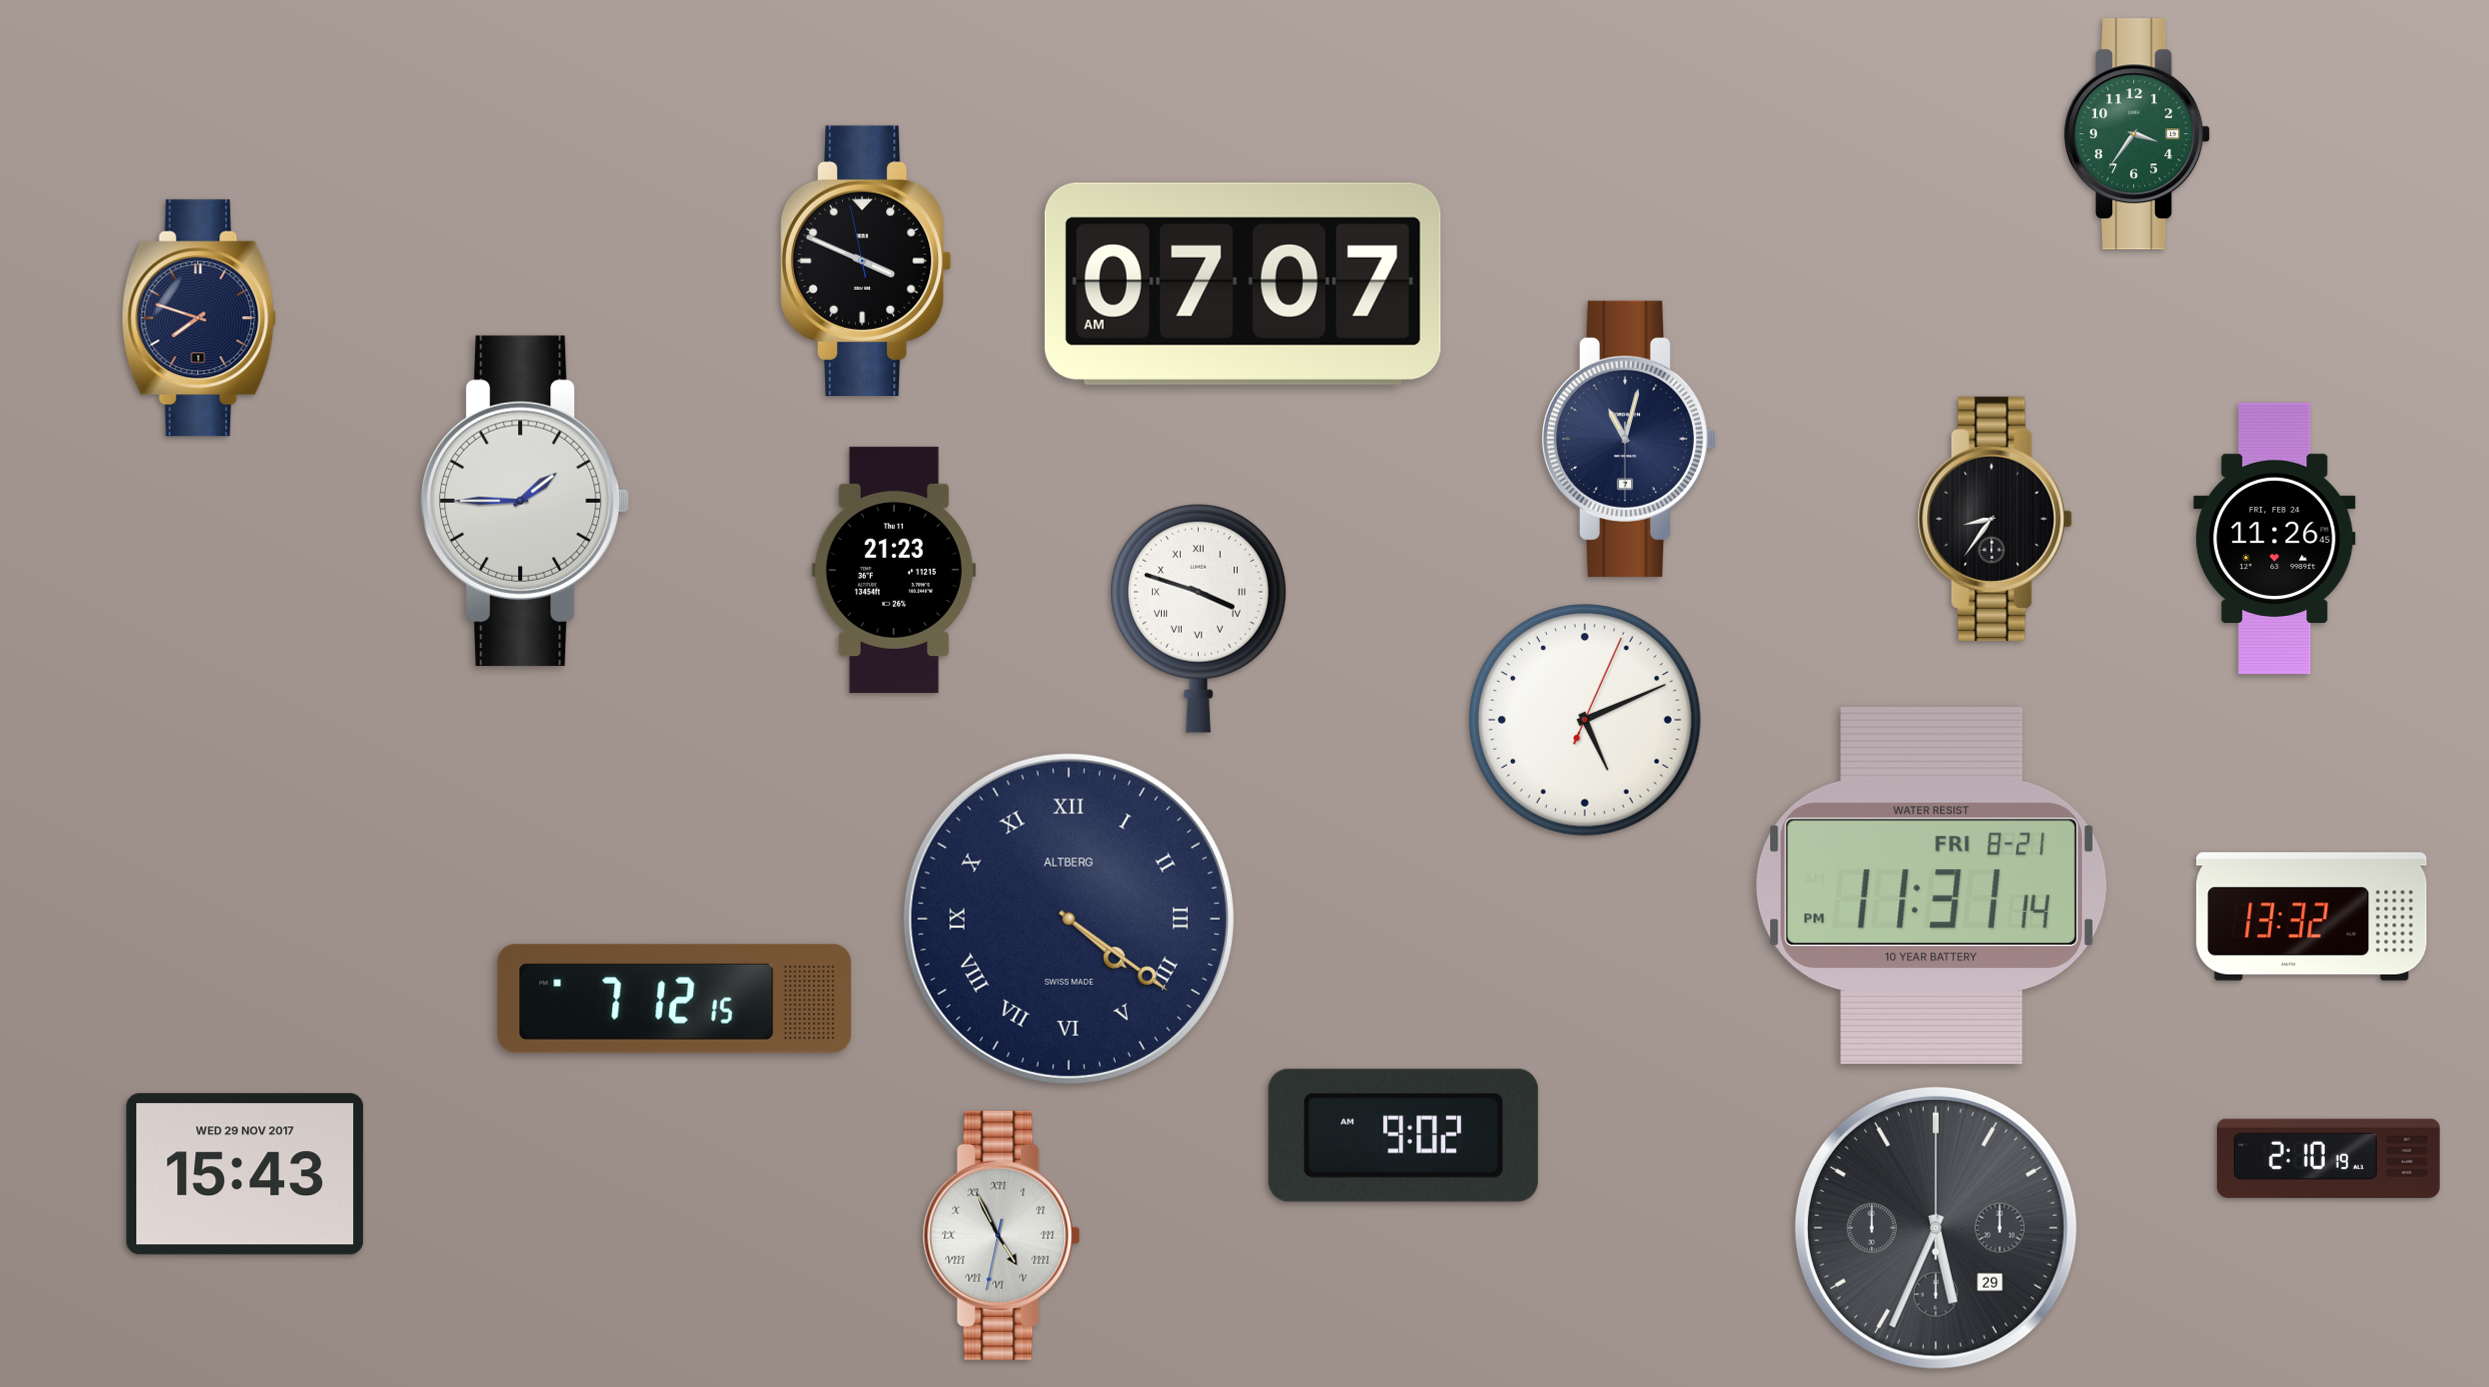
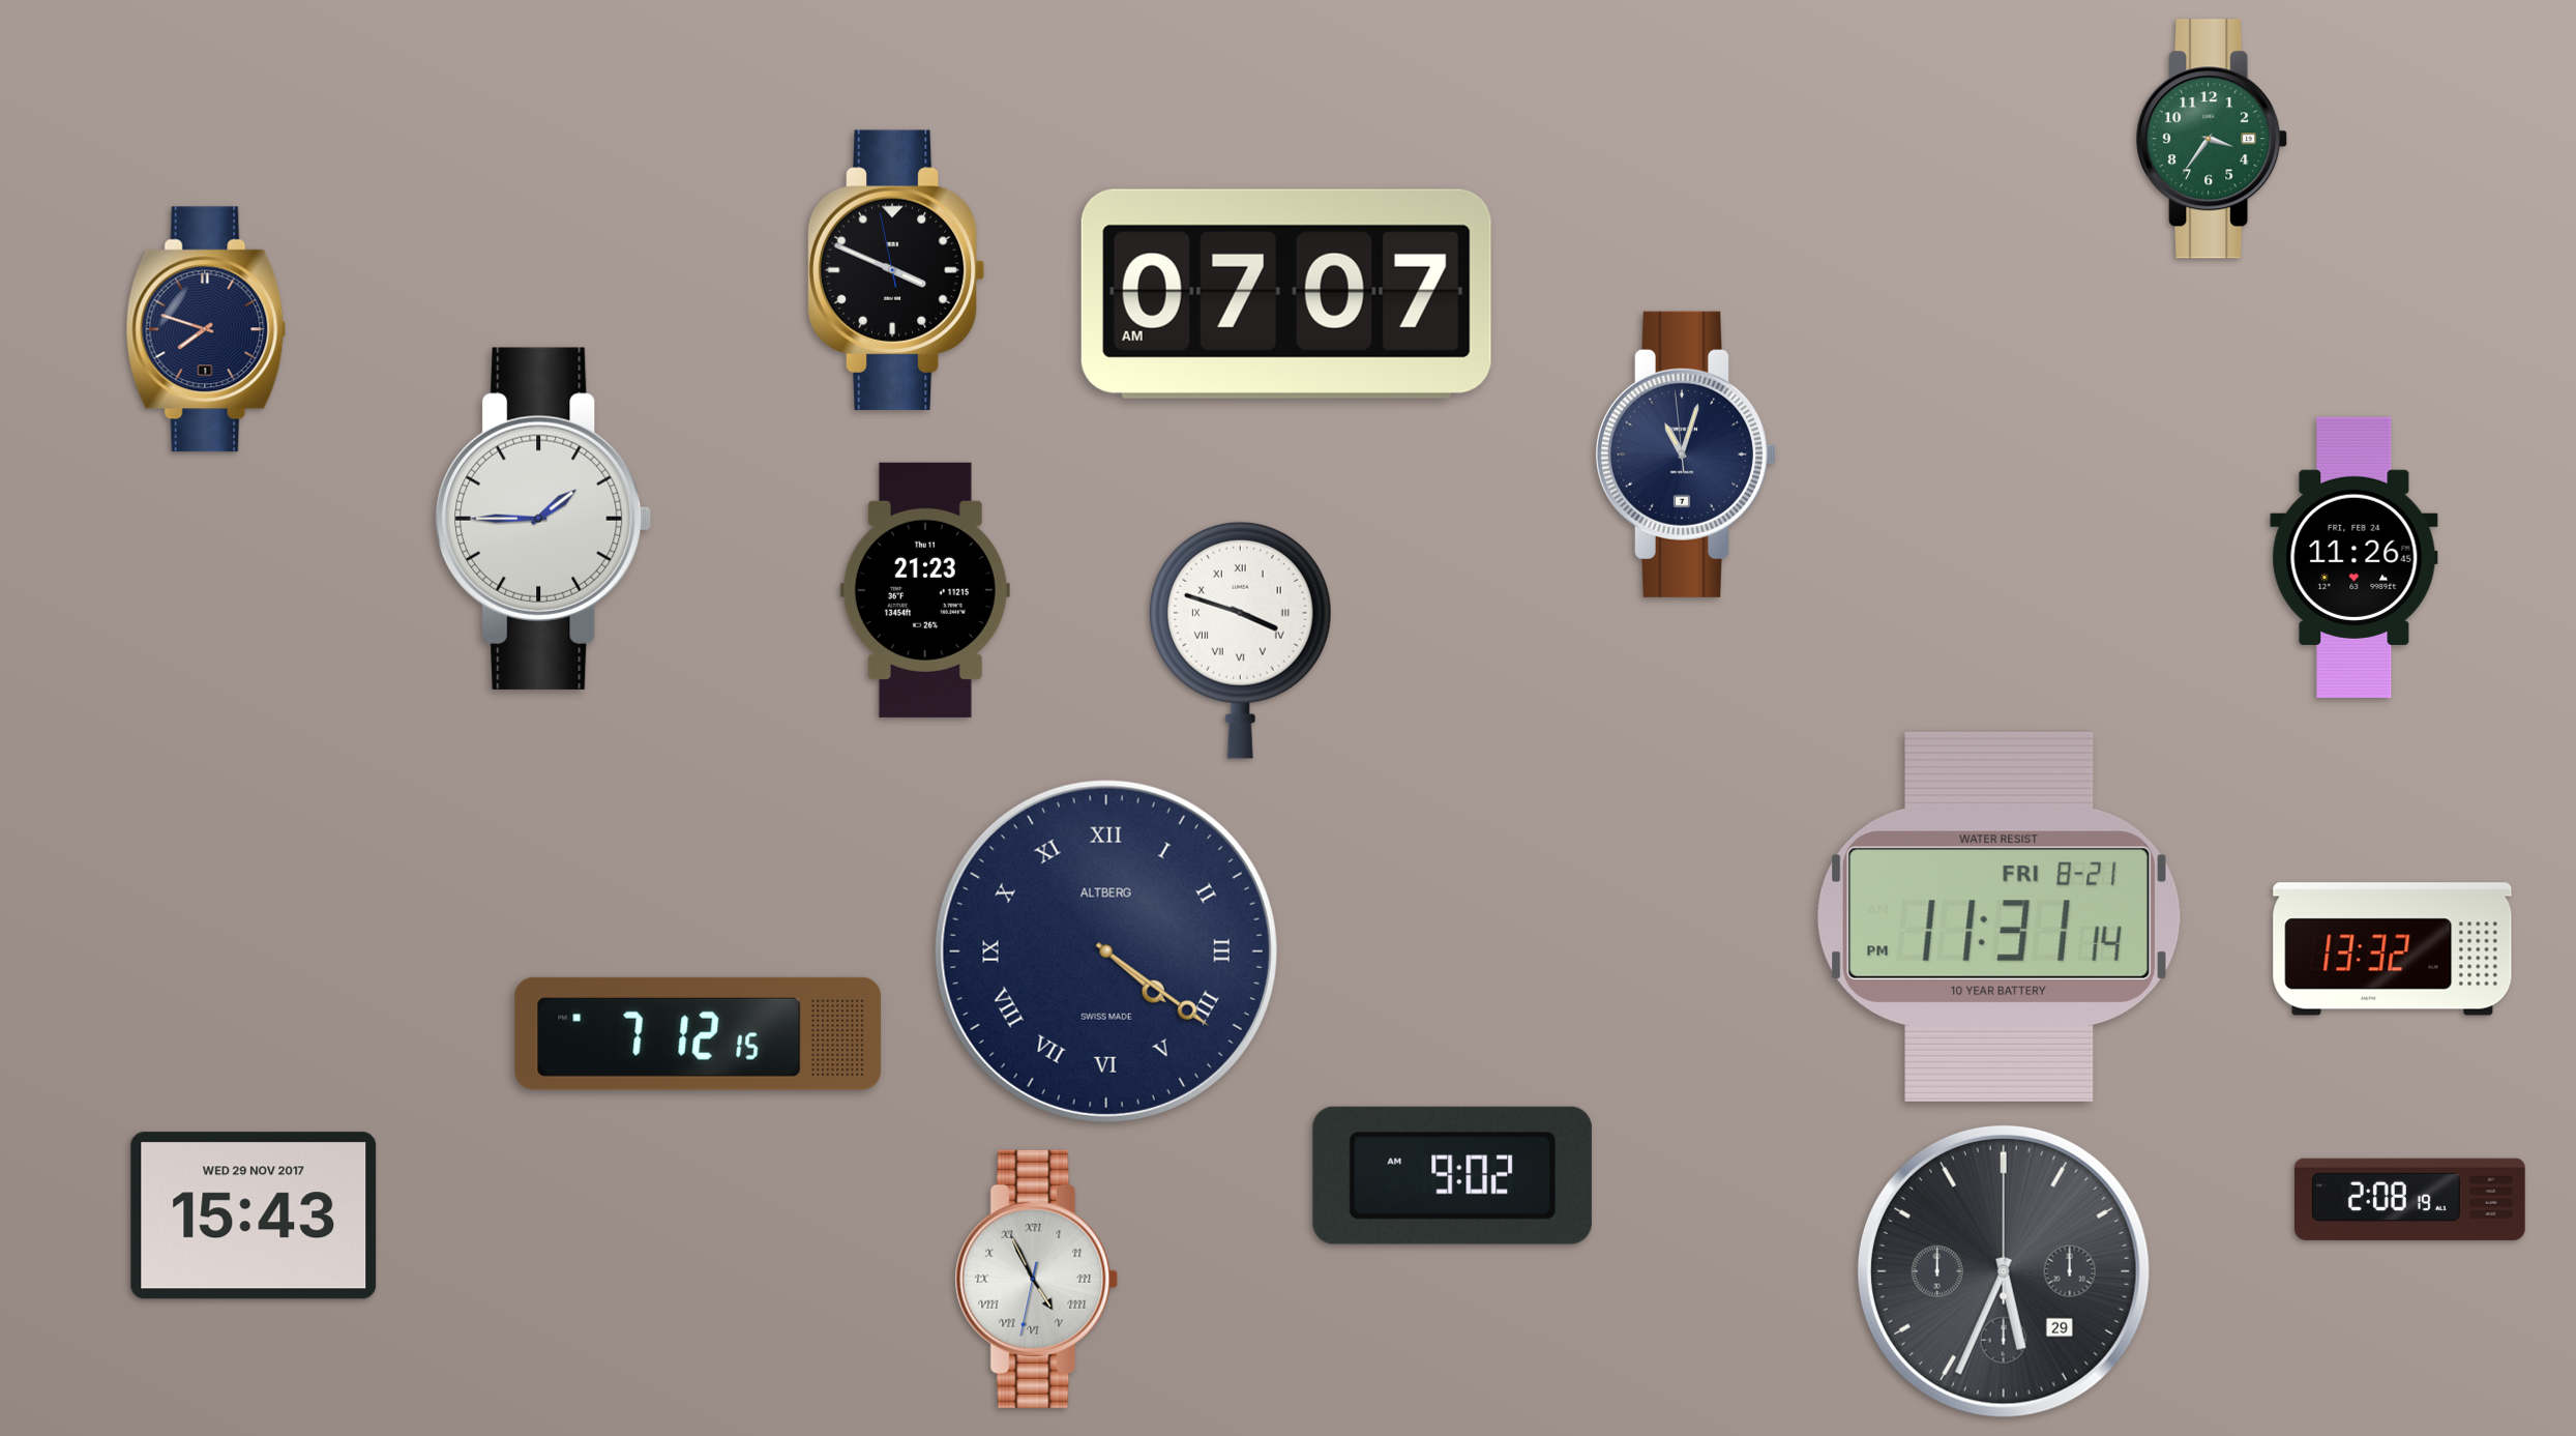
clock at (1628, 439): 11:02:30 -> 11:02:59
clock at (1995, 519): 8:36 -> none
clock at (1585, 720): 5:11 -> none
clock at (2328, 1158): 2:10 -> 2:08
